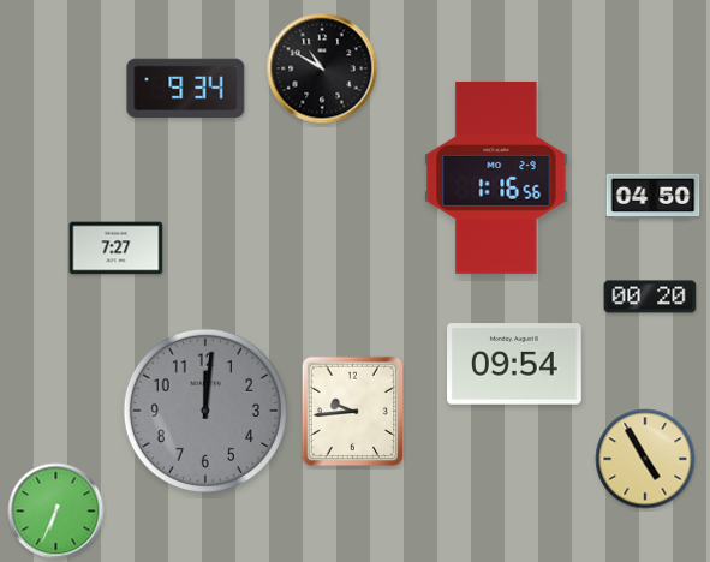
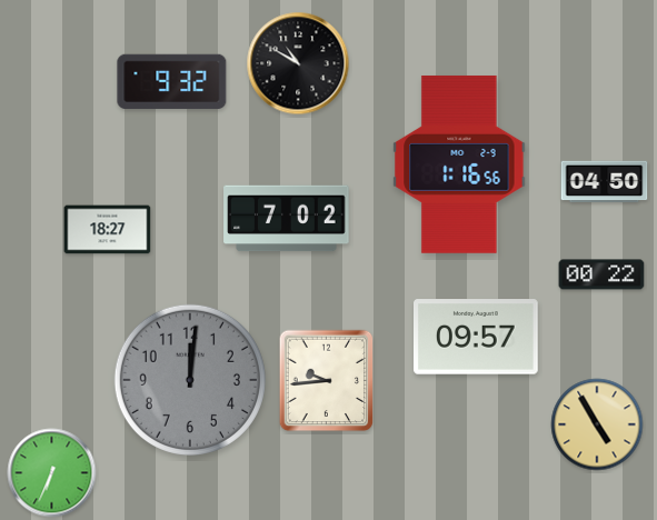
clock at (186, 88): 9:34 -> 9:32
clock at (287, 219): none -> 7:02
clock at (117, 249): 7:27 -> 18:27
clock at (650, 297): 00:20 -> 00:22
clock at (515, 364): 09:54 -> 09:57
